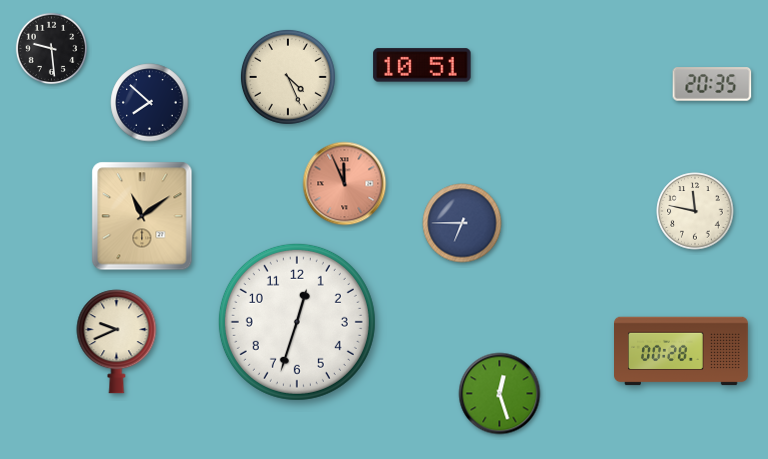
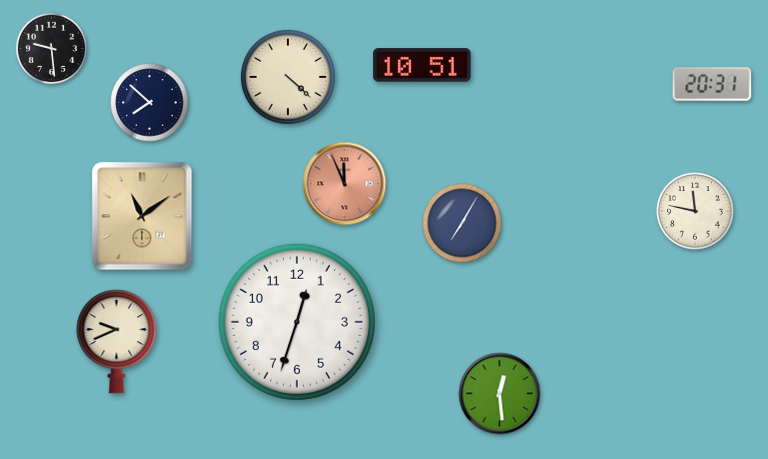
clock at (288, 77): 4:26 -> 4:22
clock at (712, 84): 20:35 -> 20:31
clock at (462, 223): 6:45 -> 7:05
clock at (682, 351): 00:28 -> none
clock at (500, 394): 12:27 -> 12:29
